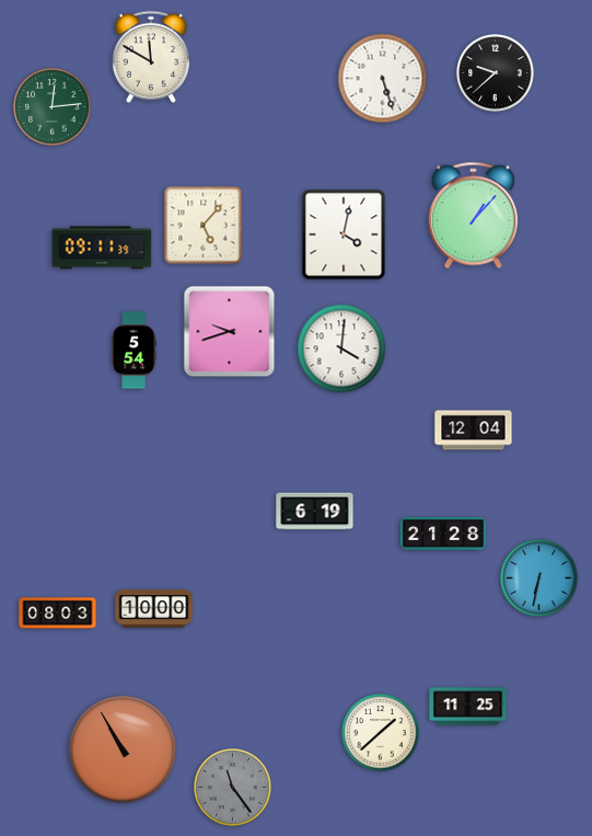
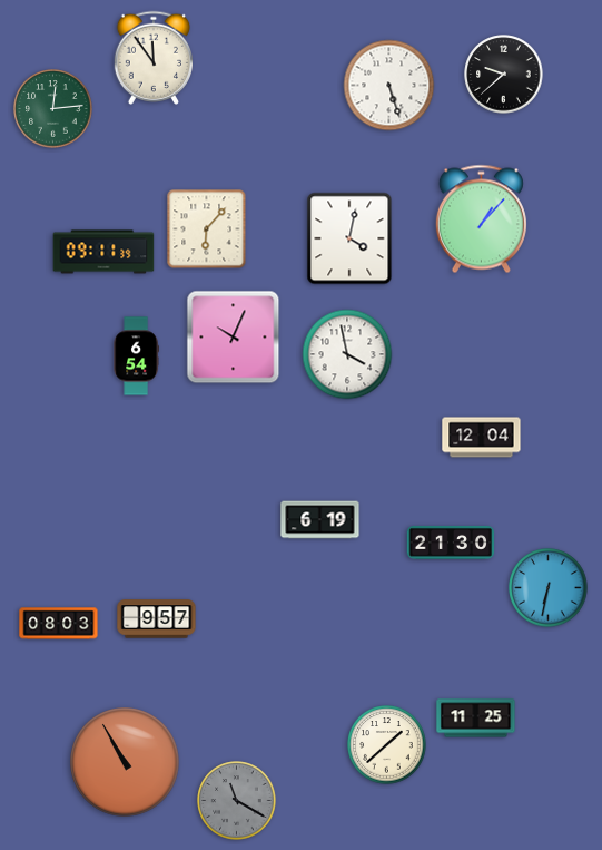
clock at (150, 57): 11:50 -> 11:54
clock at (383, 79) position: (383, 79) -> (389, 86)
clock at (204, 226): 5:07 -> 6:07
clock at (230, 332): 9:42 -> 10:04
clock at (341, 348): 4:01 -> 3:58
clock at (134, 351): 5:54 -> 6:54
clock at (443, 534): 21:28 -> 21:30
clock at (154, 609): 10:00 -> 9:57
clock at (233, 788): 11:24 -> 11:20
